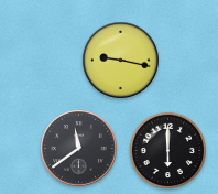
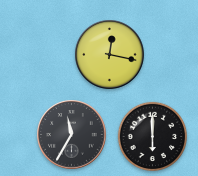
clock at (121, 61): 9:17 -> 12:17
clock at (79, 149): 11:39 -> 11:35
